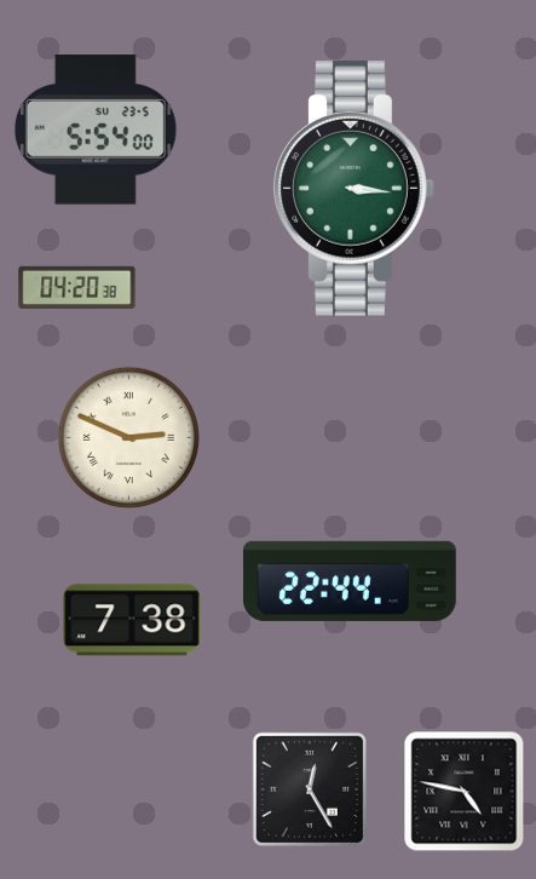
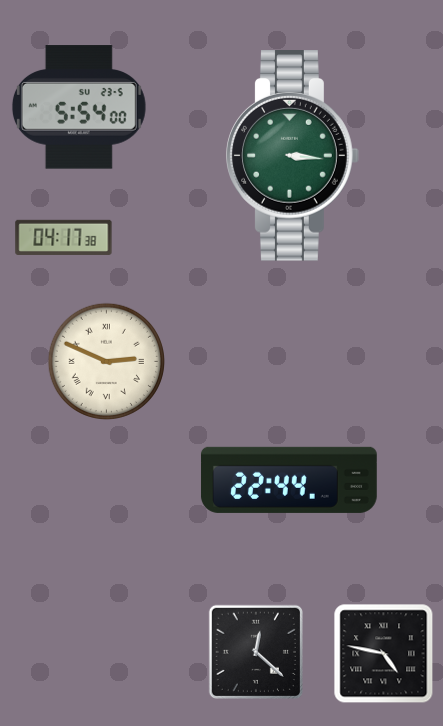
clock at (77, 287): 04:20 -> 04:17
clock at (132, 620): 7:38 -> none
clock at (310, 789): 12:25 -> 12:22
